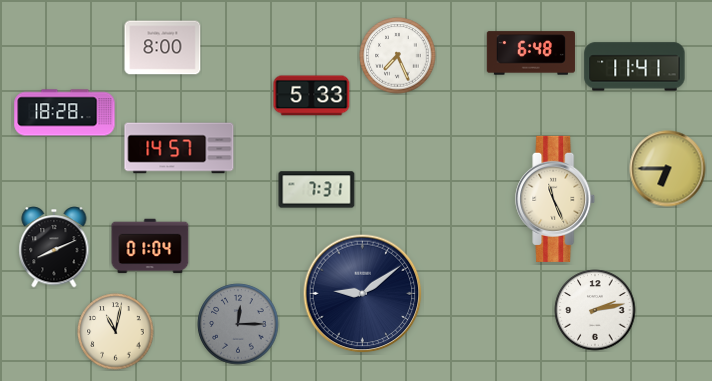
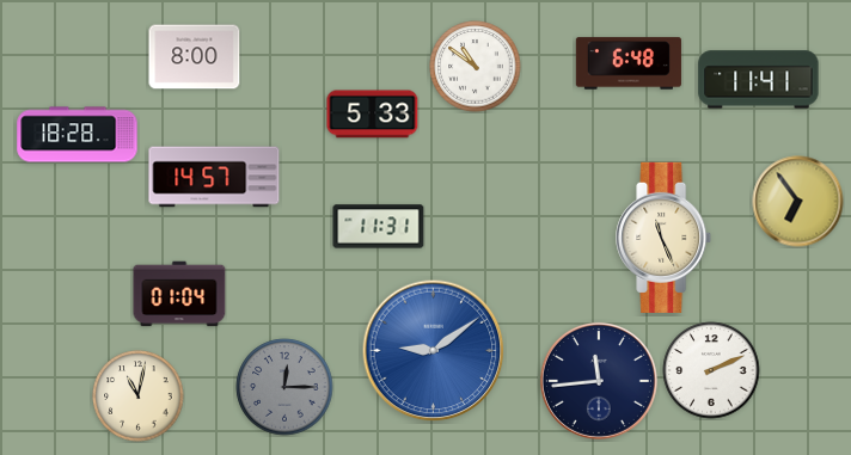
clock at (531, 53) position: (531, 53) -> (629, 63)
clock at (398, 56): 7:26 -> 10:51
clock at (668, 169): 6:45 -> 6:54
clock at (317, 190): 7:31 -> 11:31
clock at (54, 247): 8:11 -> none
clock at (363, 294) dial: navy -> blue
clock at (595, 310): 2:13 -> 2:11
clock at (599, 381): none -> 11:44
